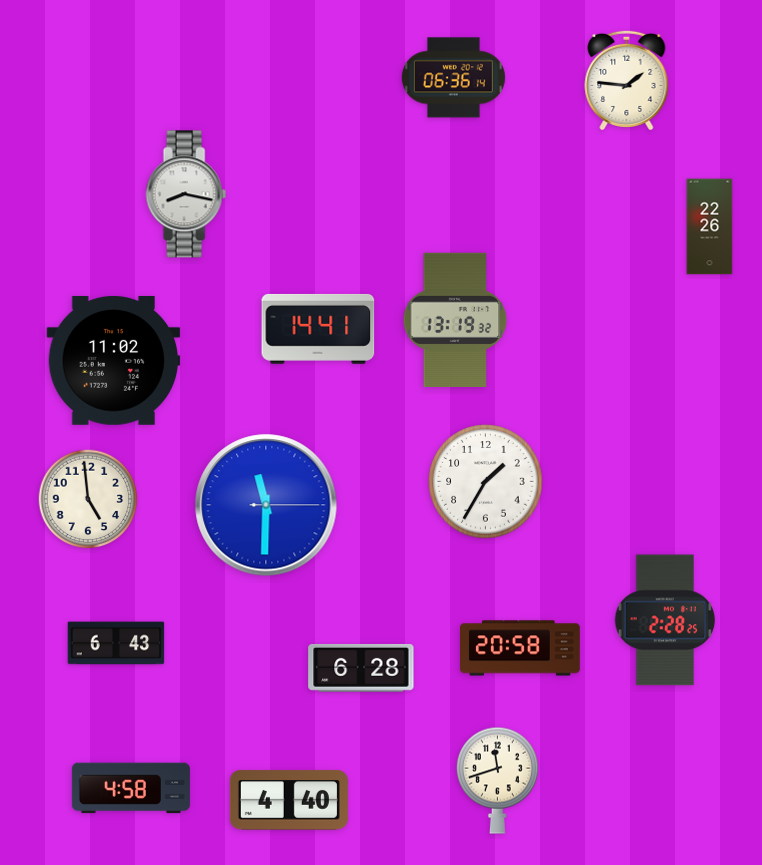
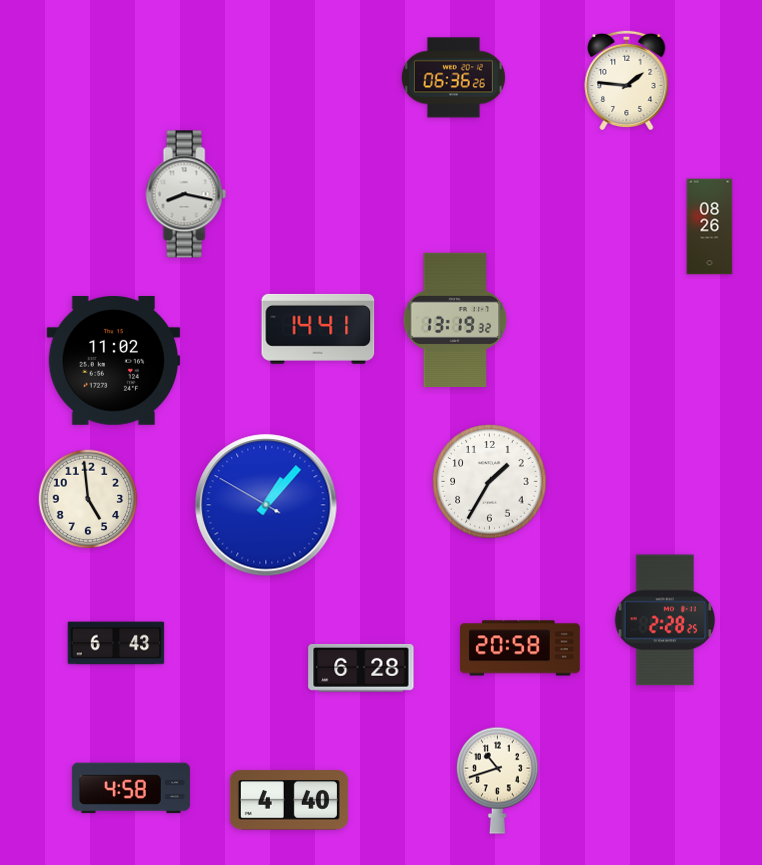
clock at (453, 78): 06:36:14 -> 06:36:26
clock at (710, 227): 22:26 -> 08:26
clock at (486, 482) position: (486, 482) -> (490, 482)
clock at (266, 505): 11:30 -> 1:06
clock at (497, 780): 11:42 -> 10:42
